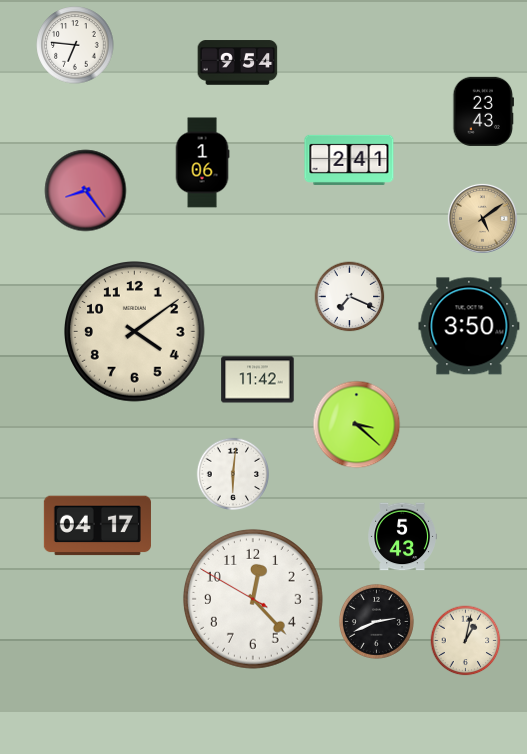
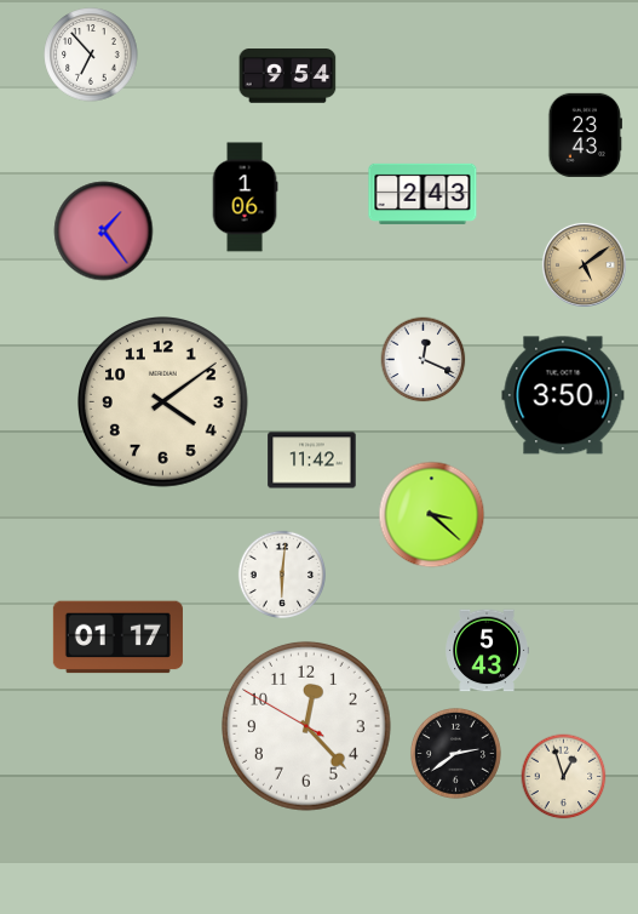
clock at (75, 45): 6:46 -> 6:53
clock at (349, 160): 2:41 -> 2:43
clock at (86, 191): 8:24 -> 1:24
clock at (350, 297): 7:19 -> 12:19
clock at (469, 326) position: (469, 326) -> (563, 395)
clock at (97, 526): 04:17 -> 01:17
clock at (376, 621): 2:41 -> 2:39
clock at (466, 641): 1:02 -> 12:57
